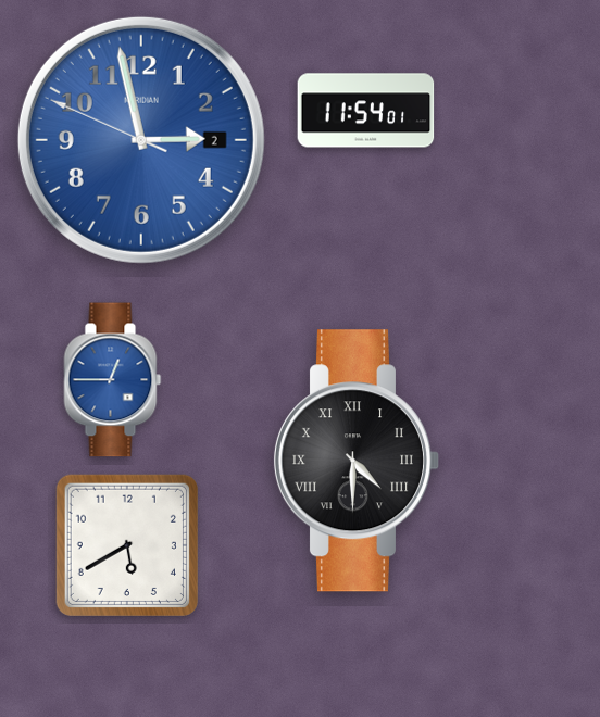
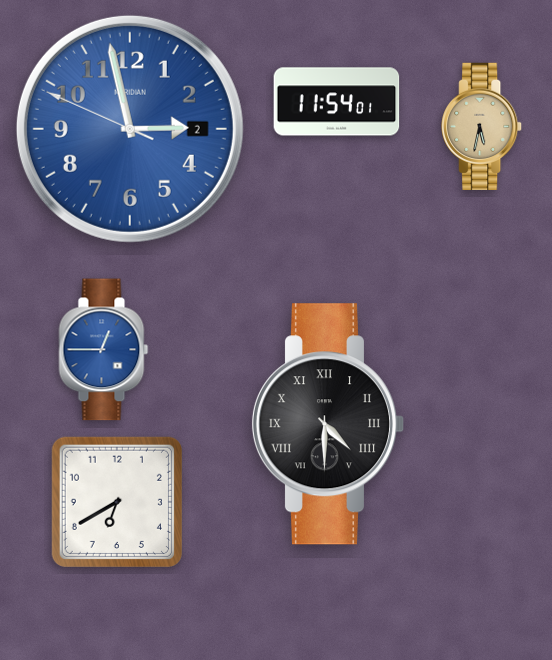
clock at (482, 126): none -> 5:32
clock at (127, 545): 5:40 -> 6:40
